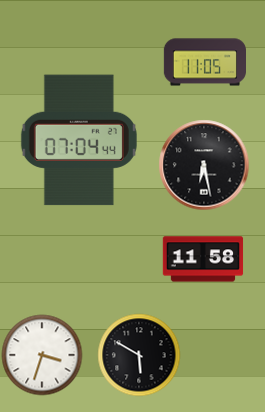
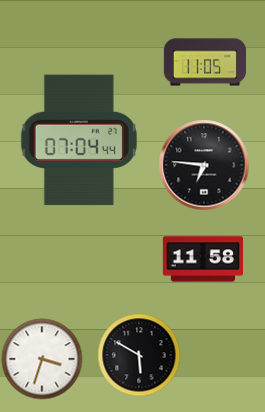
clock at (204, 165): 6:28 -> 6:46
clock at (42, 355) position: (42, 355) -> (42, 359)
